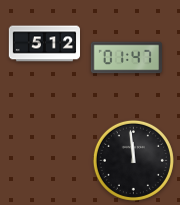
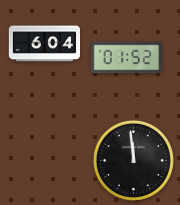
clock at (45, 44): 5:12 -> 6:04
clock at (126, 58): 01:47 -> 01:52
